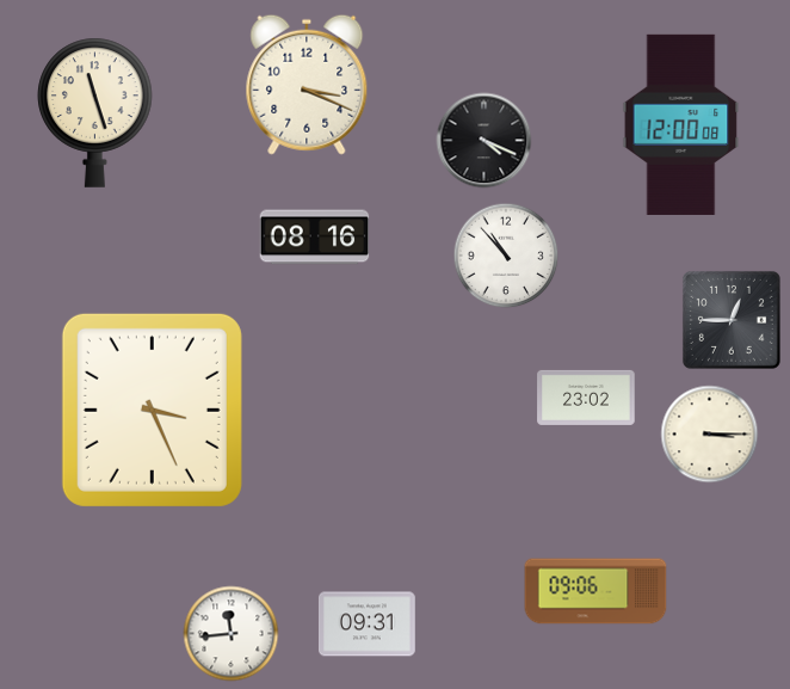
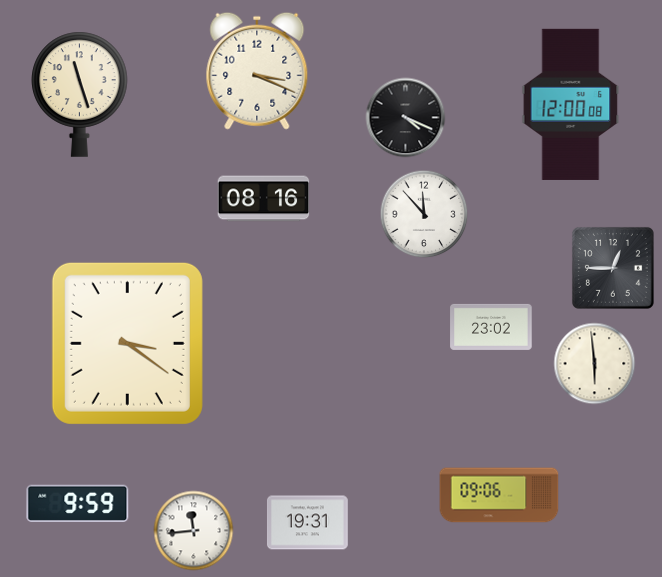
clock at (506, 256): 10:53 -> 11:53
clock at (586, 398) position: (586, 398) -> (491, 327)
clock at (152, 410): 3:26 -> 3:21
clock at (710, 435): 3:15 -> 5:59
clock at (78, 503): none -> 9:59
clock at (368, 625): 09:31 -> 19:31
